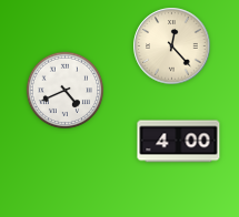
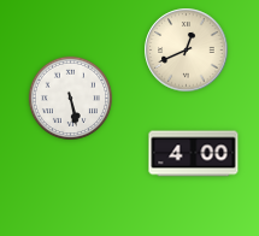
clock at (172, 46): 12:23 -> 12:41
clock at (64, 90): 4:41 -> 5:28
